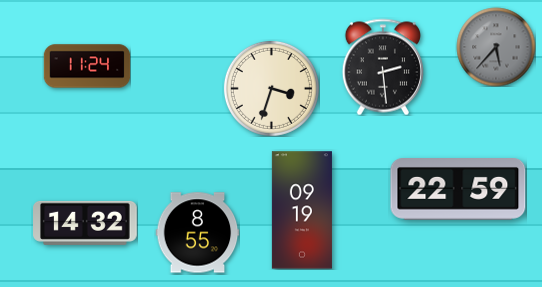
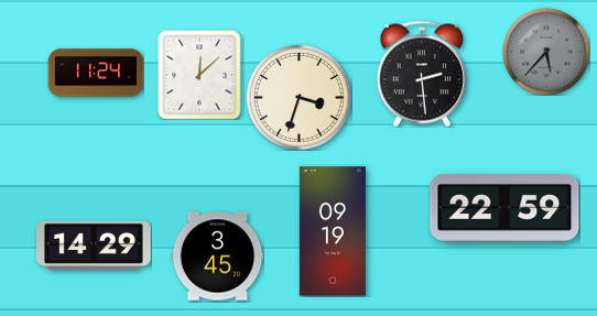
clock at (199, 75): none -> 12:08
clock at (86, 223): 14:32 -> 14:29
clock at (197, 233): 8:55 -> 3:45
